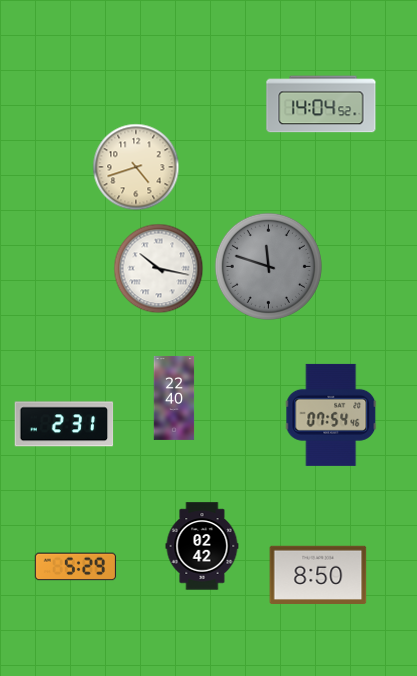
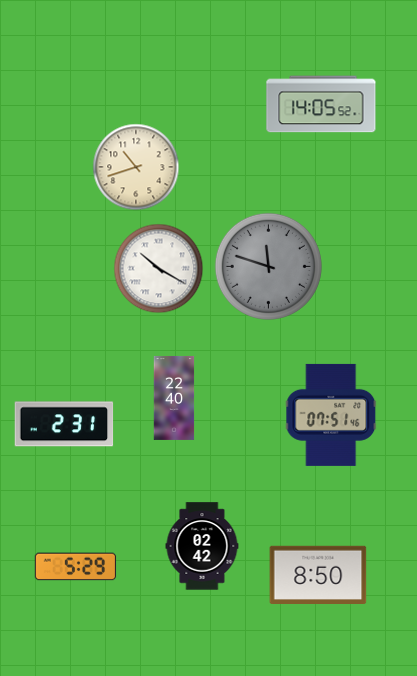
clock at (321, 104): 14:04 -> 14:05
clock at (136, 167): 4:42 -> 10:42
clock at (159, 269): 10:17 -> 10:20
clock at (331, 415): 07:54 -> 07:51
